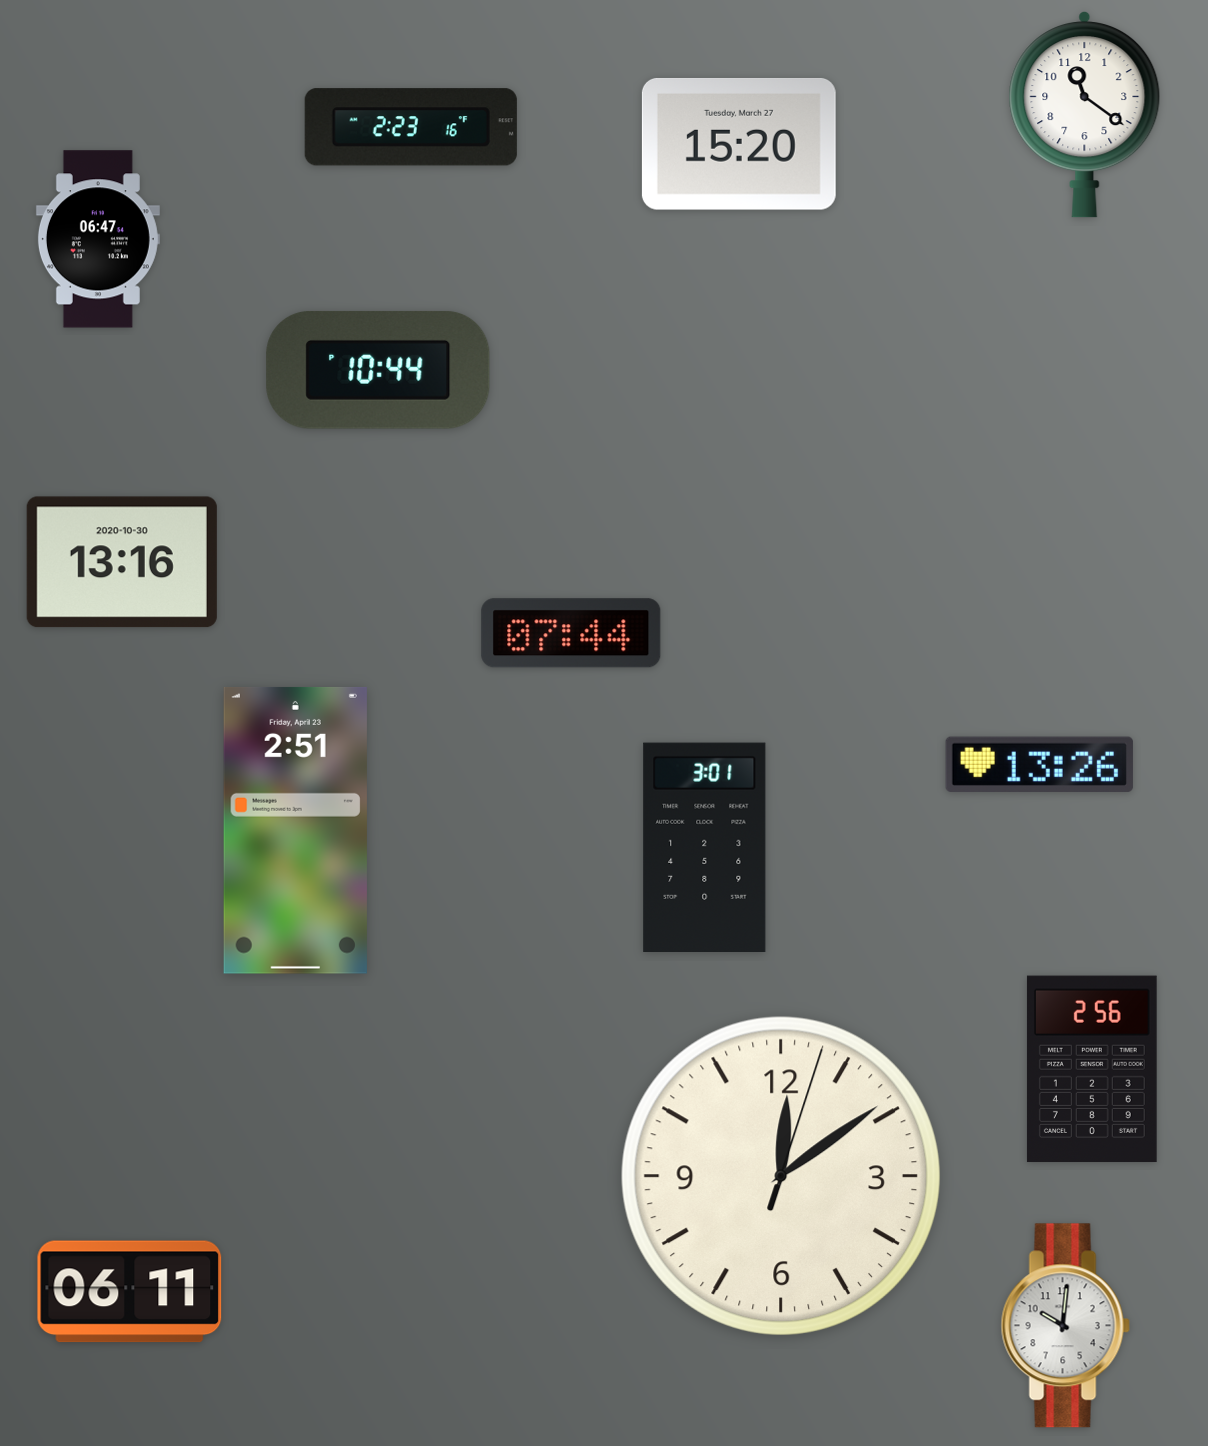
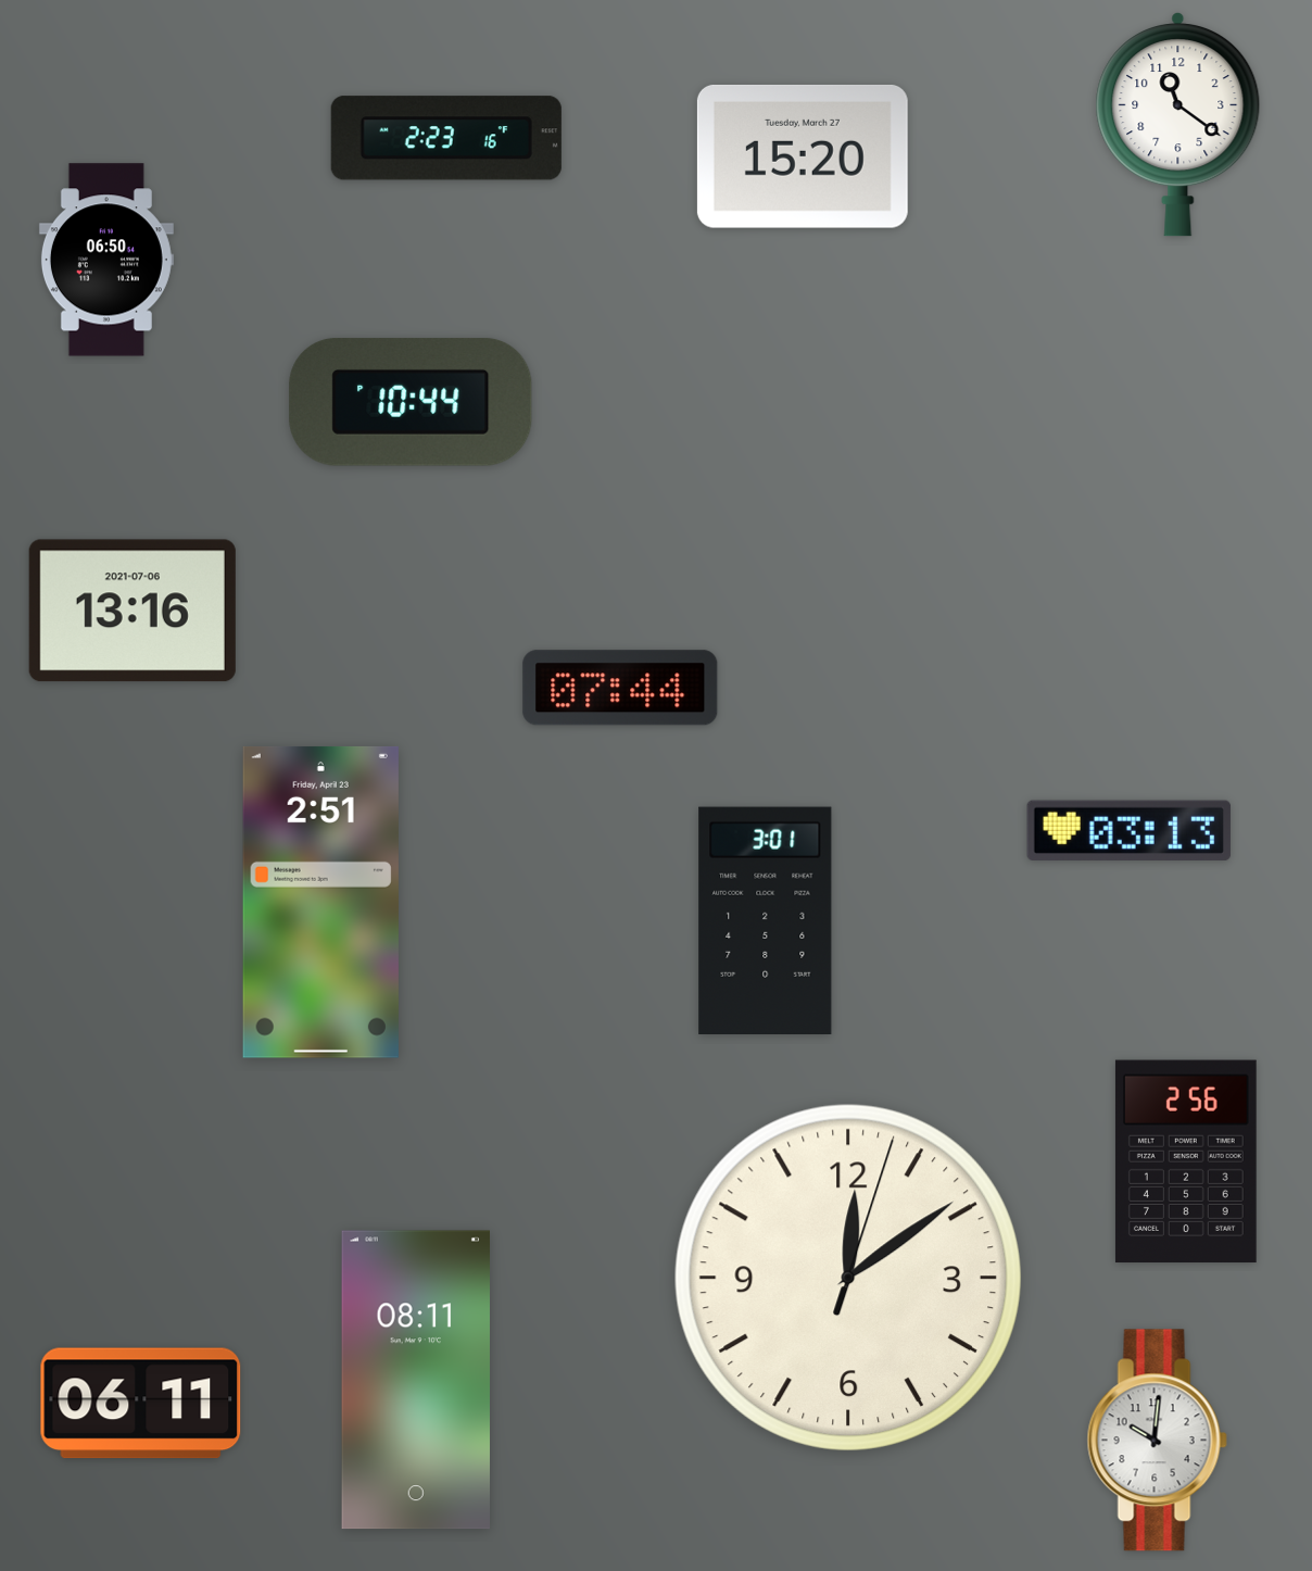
clock at (98, 239): 06:47 -> 06:50
clock at (122, 562) date: 2020-10-30 -> 2021-07-06
clock at (1039, 764): 13:26 -> 03:13
clock at (416, 1380): none -> 08:11
